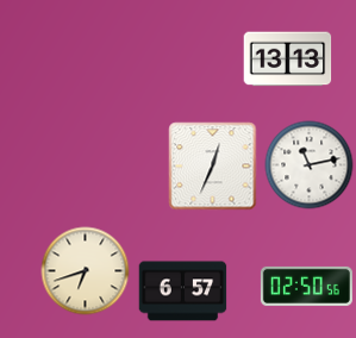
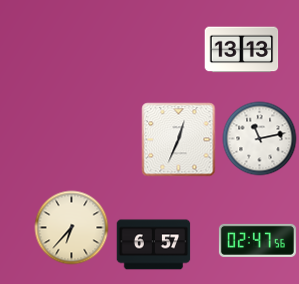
clock at (86, 271): 6:42 -> 6:37
clock at (306, 286): 02:50 -> 02:47
